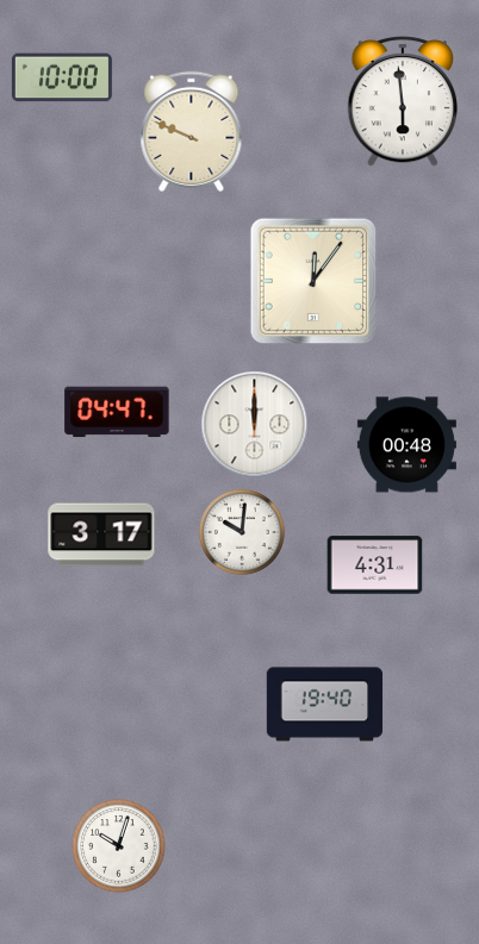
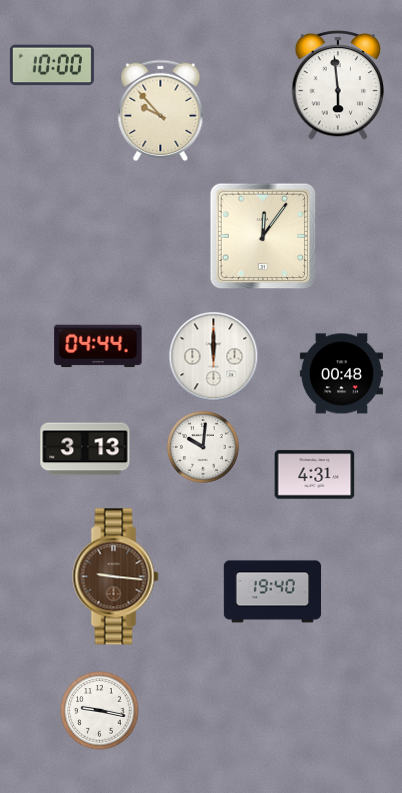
clock at (192, 131): 9:49 -> 9:53
clock at (117, 412): 04:47 -> 04:44
clock at (101, 534): 3:17 -> 3:13
clock at (116, 577): none -> 9:16
clock at (119, 846): 10:03 -> 9:17
